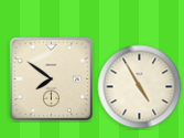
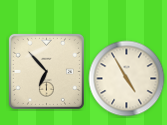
clock at (51, 78): 7:51 -> 6:53
